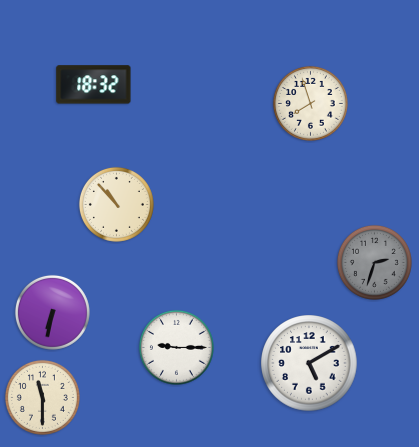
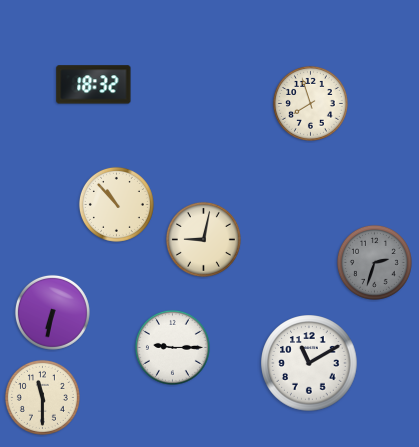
clock at (203, 239): none -> 9:02
clock at (176, 347) position: (176, 347) -> (172, 347)
clock at (309, 363): 5:10 -> 11:10
